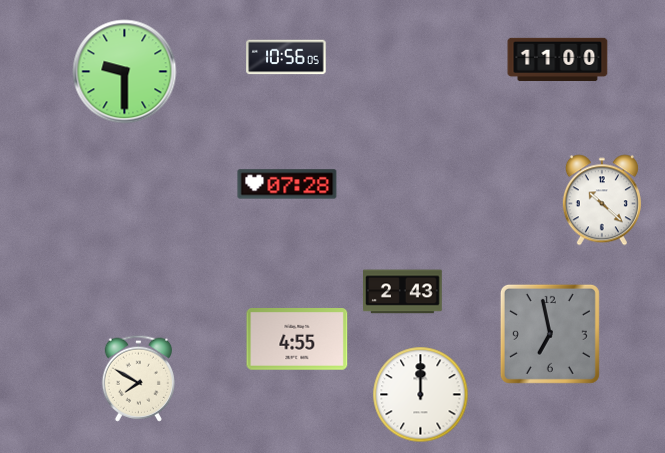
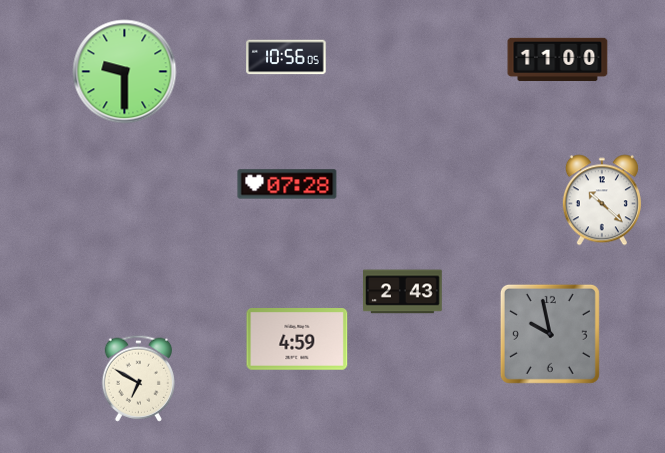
clock at (550, 334): 6:58 -> 9:58
clock at (297, 340): 4:55 -> 4:59
clock at (138, 378): 7:50 -> 6:50
clock at (421, 395): 12:00 -> none
